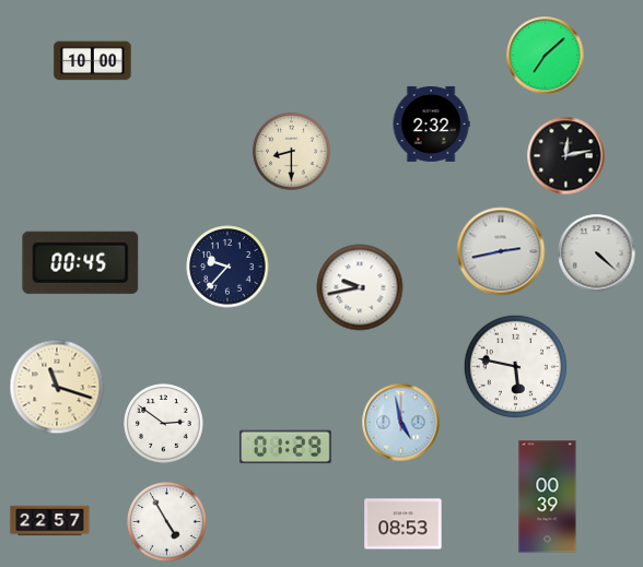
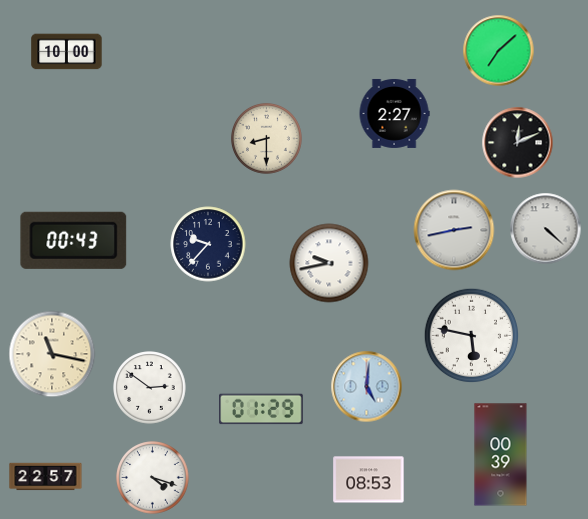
clock at (93, 61) position: (93, 61) -> (67, 52)
clock at (431, 123): 2:32 -> 2:27
clock at (566, 156): 12:13 -> 12:11
clock at (501, 251) position: (501, 251) -> (454, 230)
clock at (597, 253) position: (597, 253) -> (546, 229)
clock at (81, 262): 00:45 -> 00:43
clock at (57, 387): 11:18 -> 11:17
clock at (401, 423): 4:58 -> 5:01
clock at (167, 522): 4:55 -> 4:18
